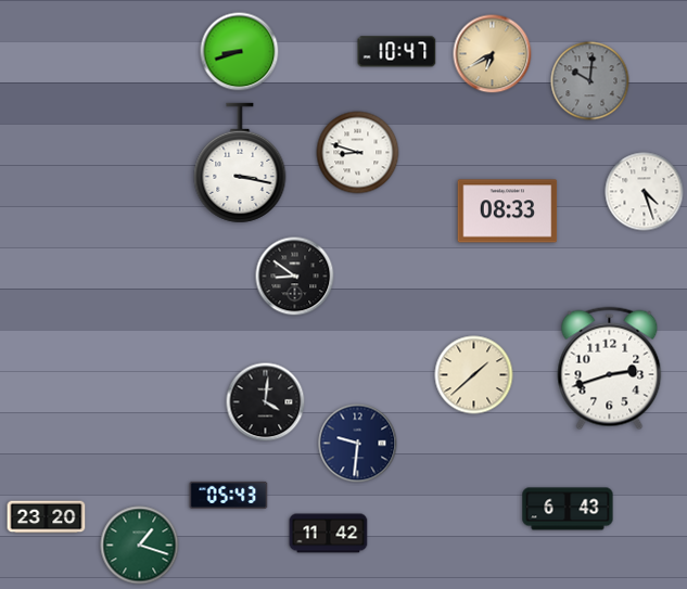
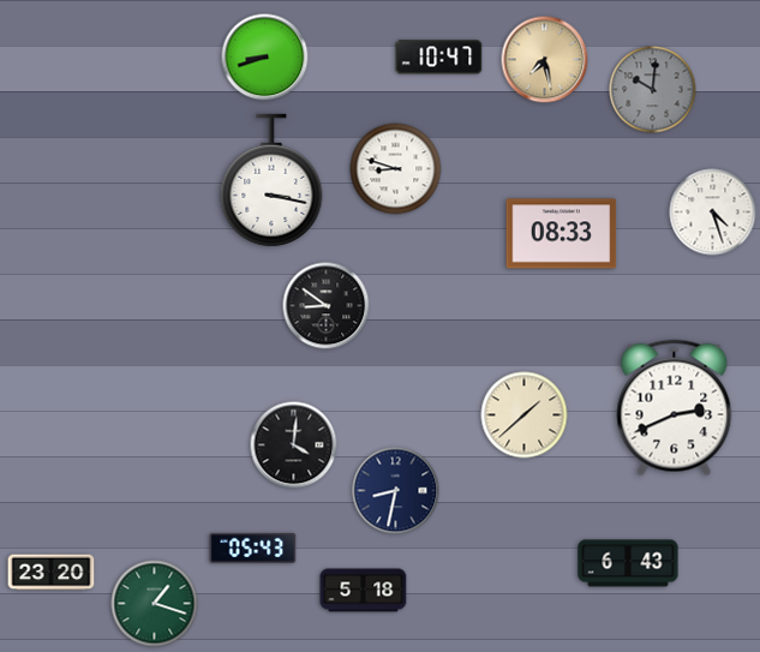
clock at (493, 54): 6:40 -> 7:28
clock at (240, 163) position: (240, 163) -> (271, 180)
clock at (610, 369): 2:42 -> 2:41
clock at (358, 444): 9:31 -> 8:32
clock at (329, 534): 11:42 -> 5:18
